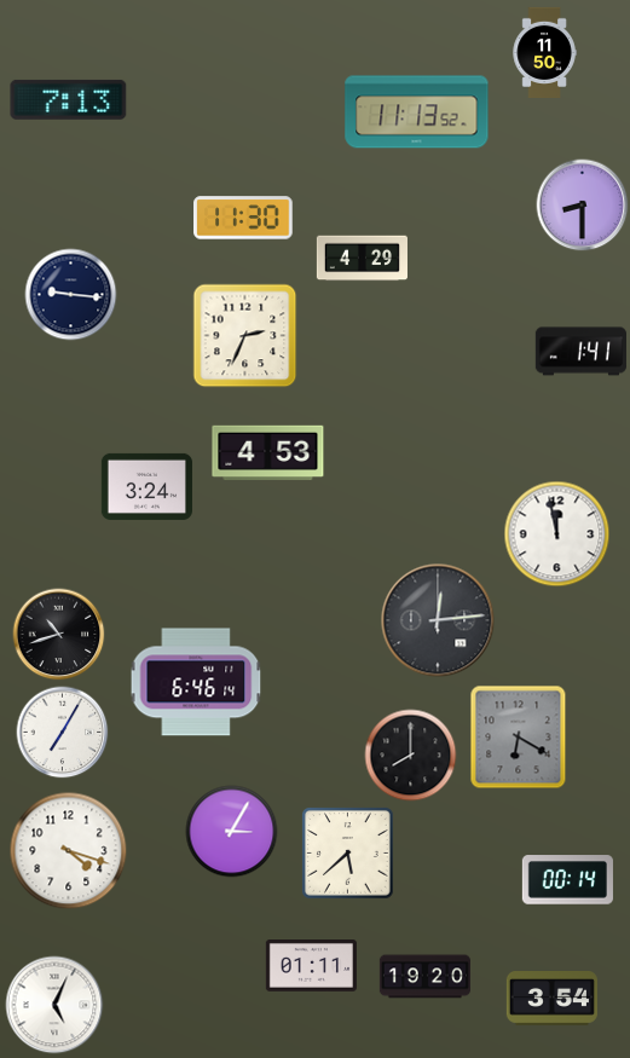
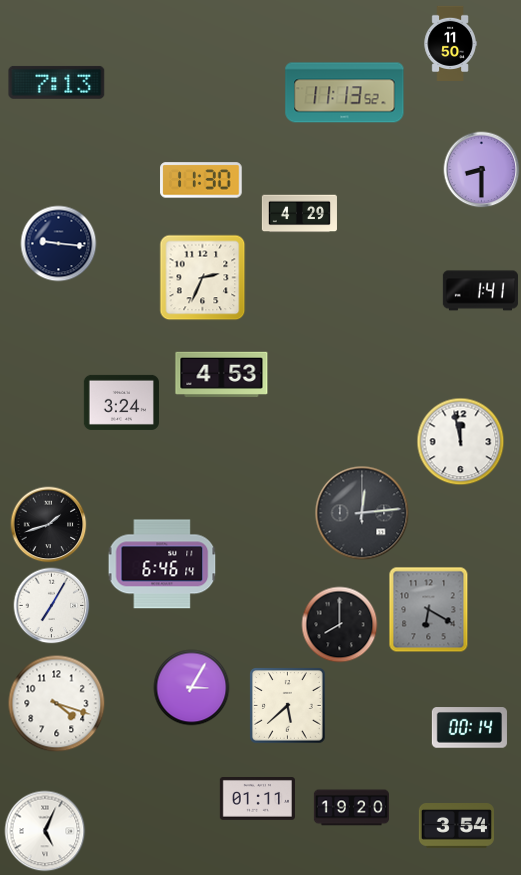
clock at (59, 635): 10:42 -> 1:42
